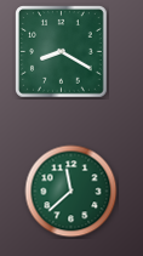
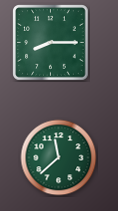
clock at (62, 52): 8:20 -> 8:15
